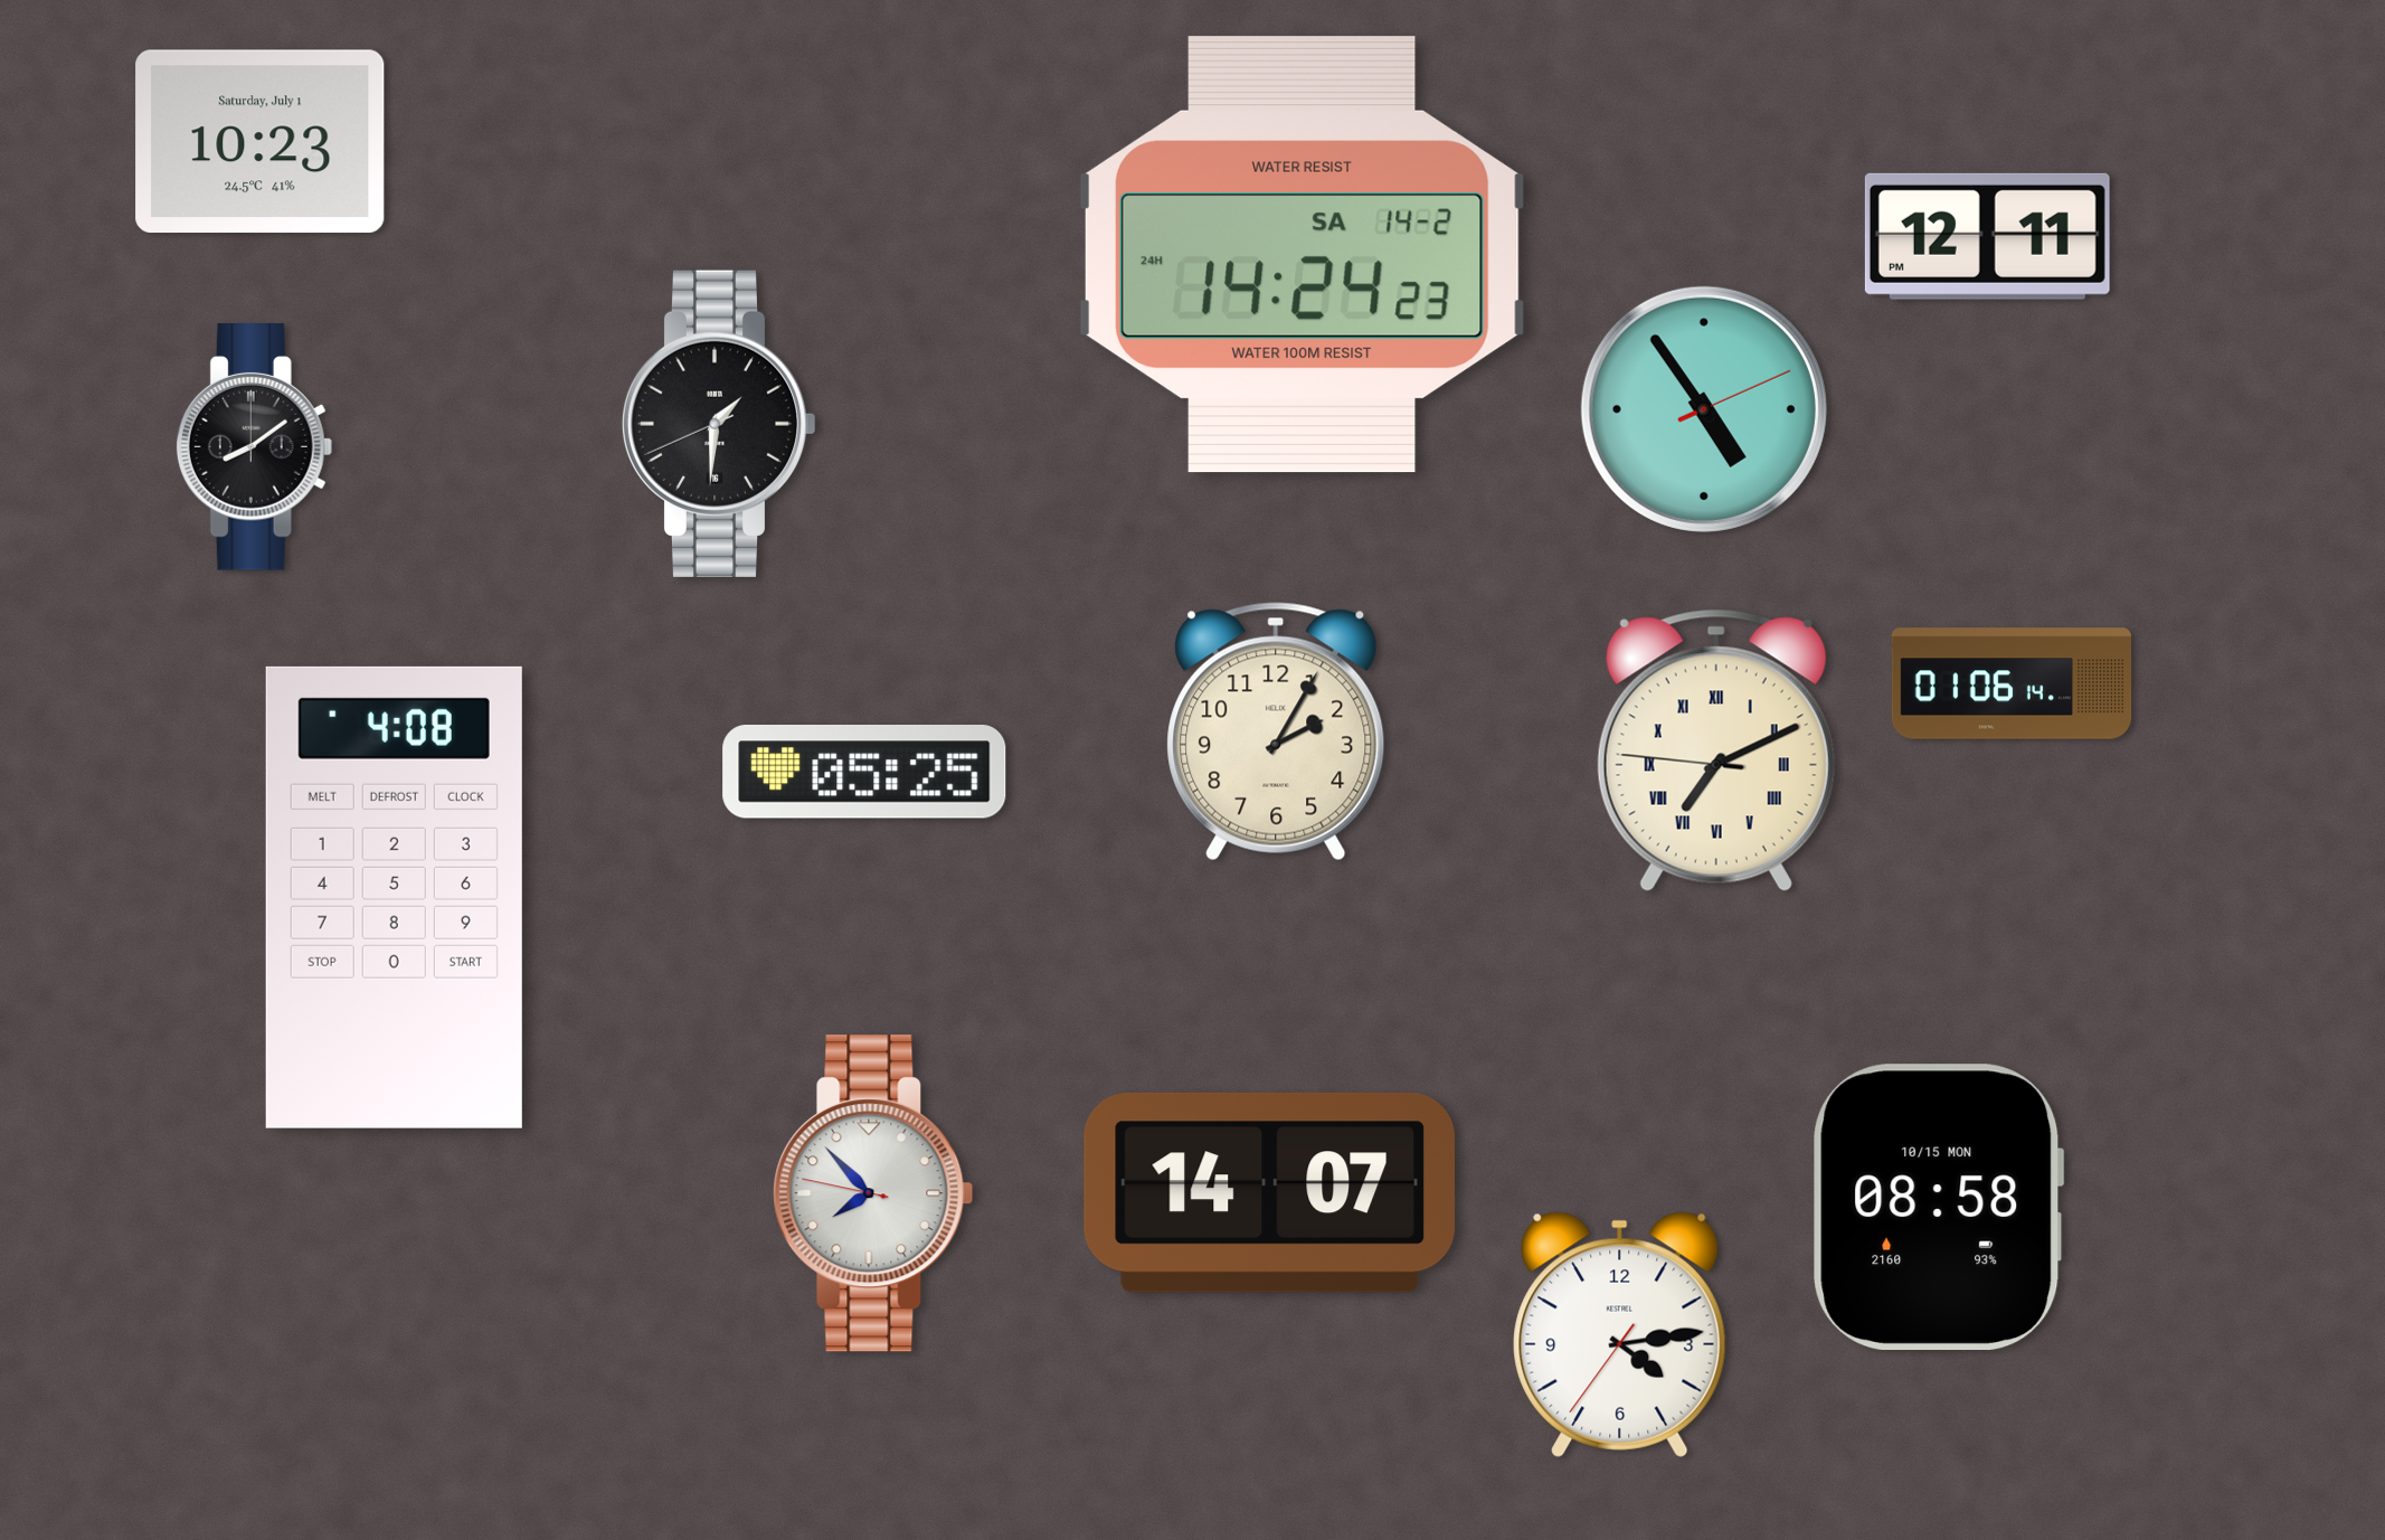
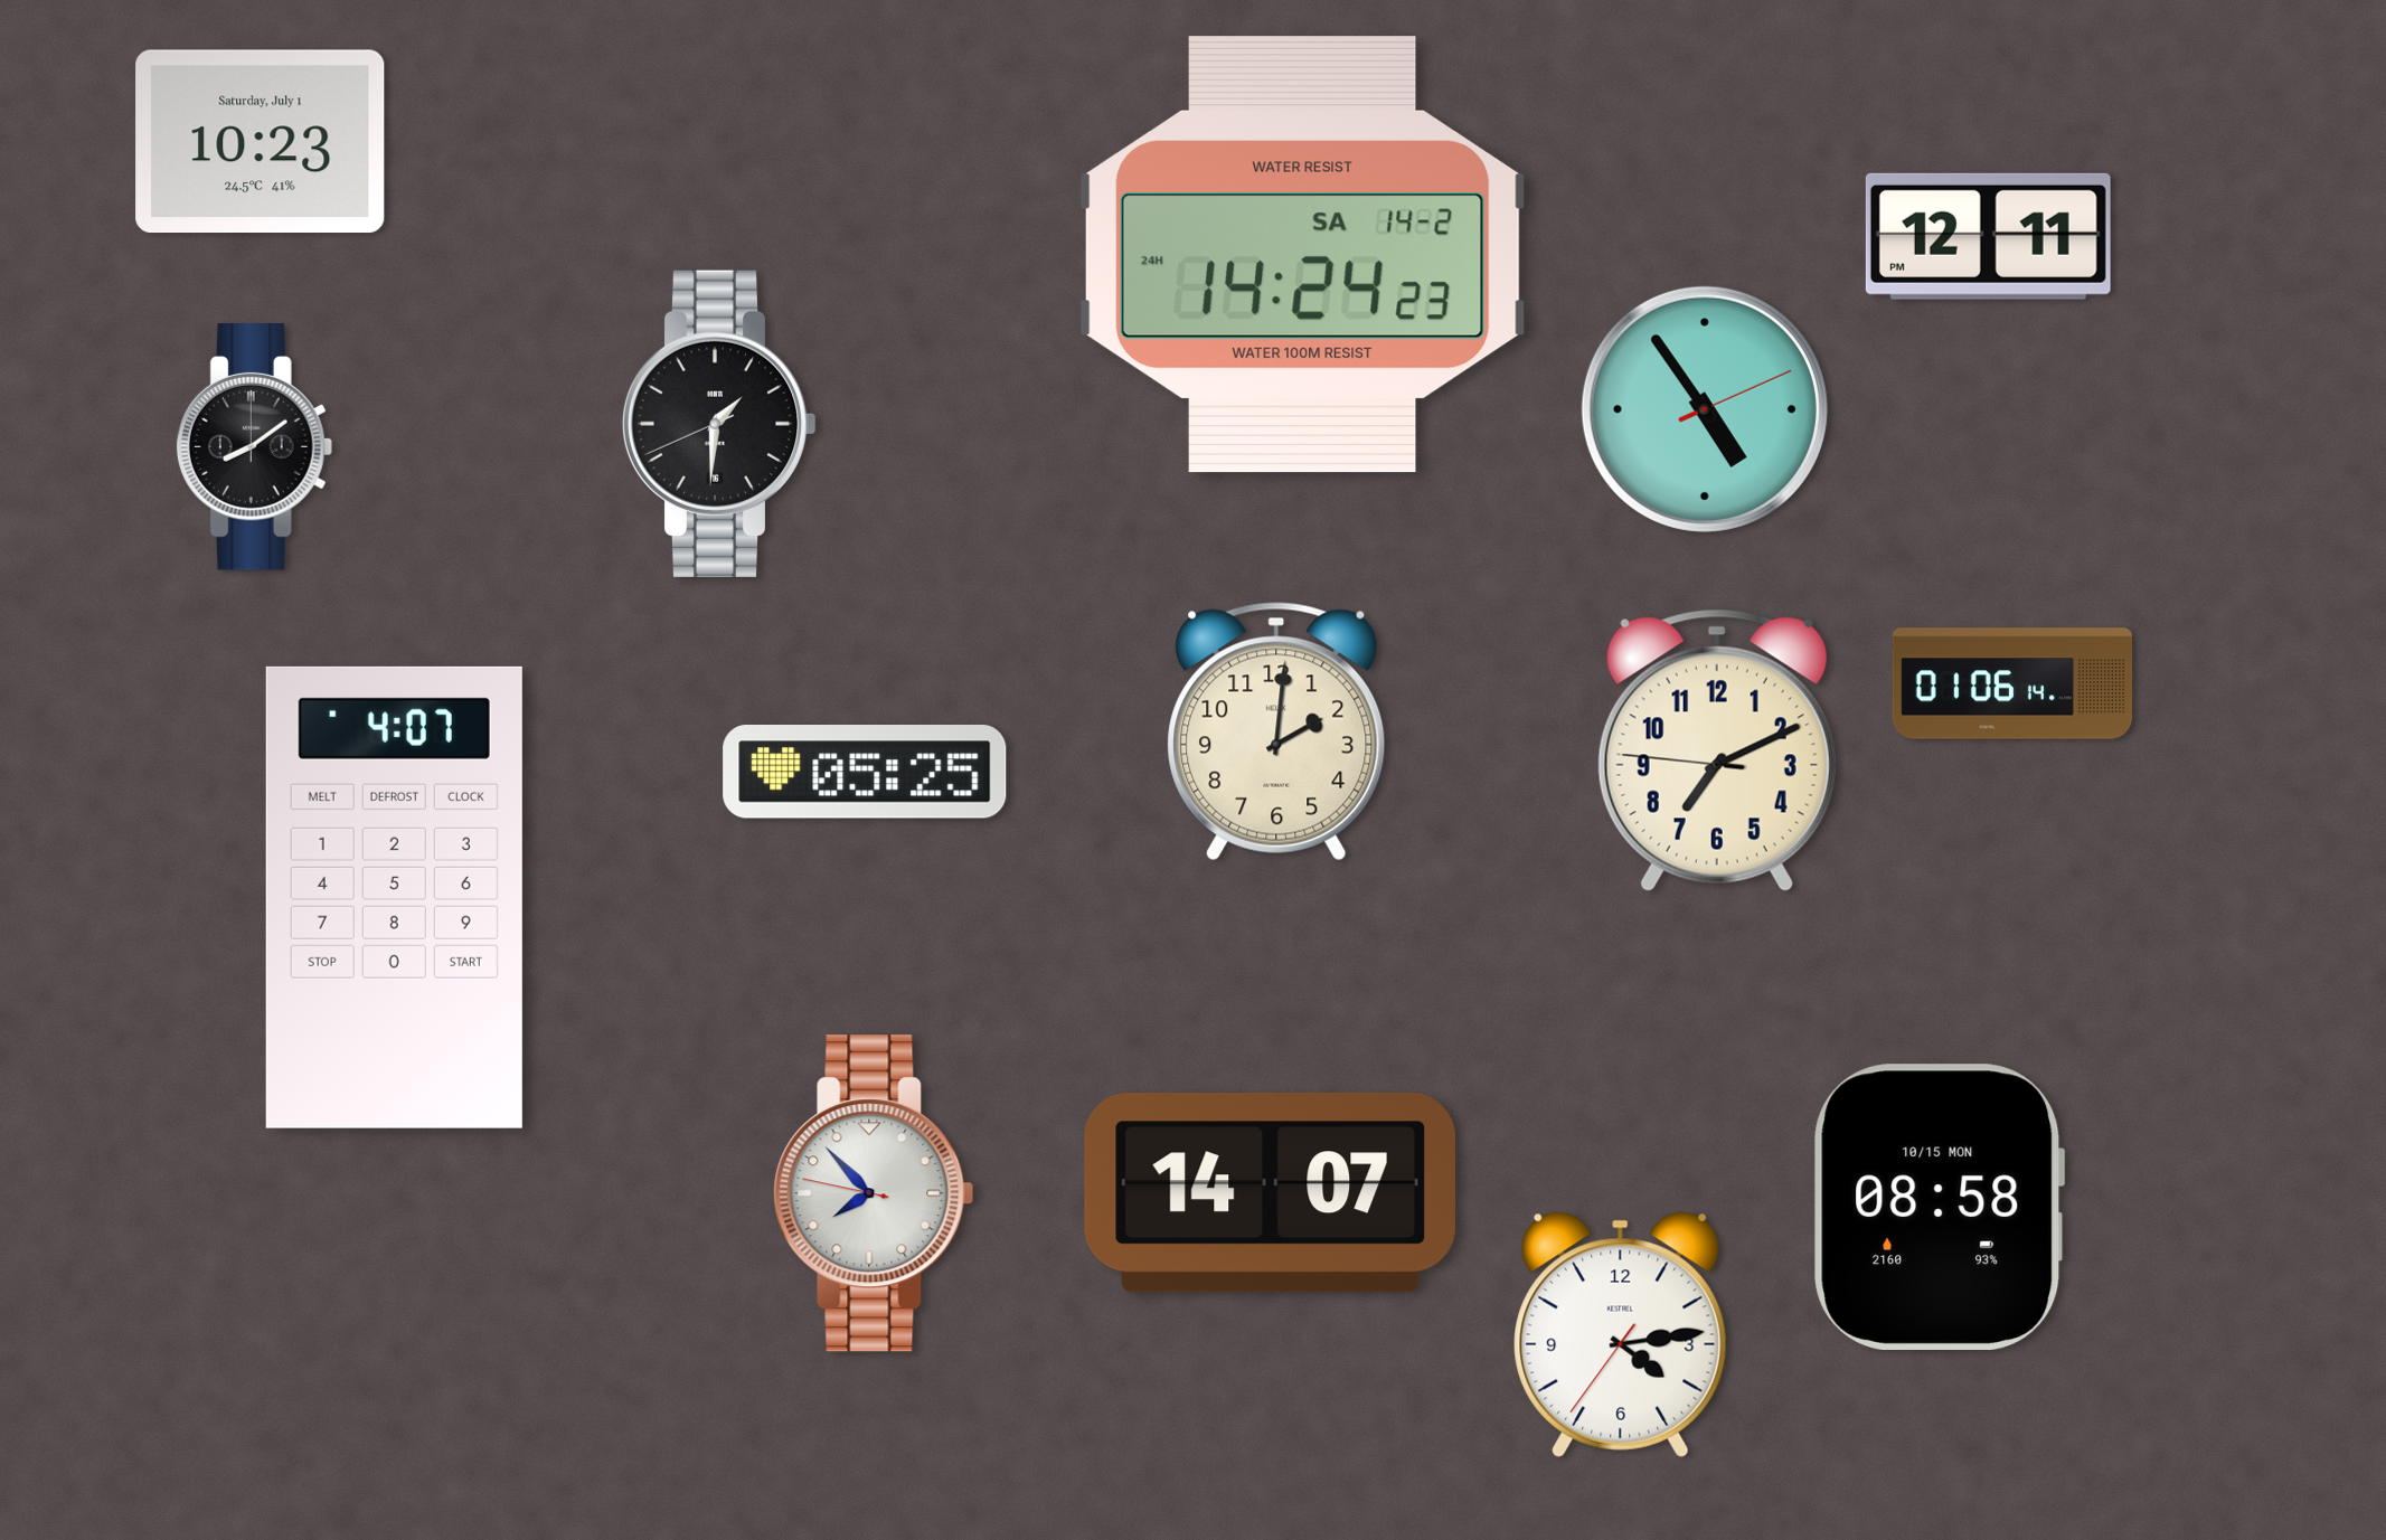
clock at (1276, 731): 2:05 -> 2:01
clock at (1716, 750) numerals: Roman -> Arabic
clock at (394, 897): 4:08 -> 4:07
